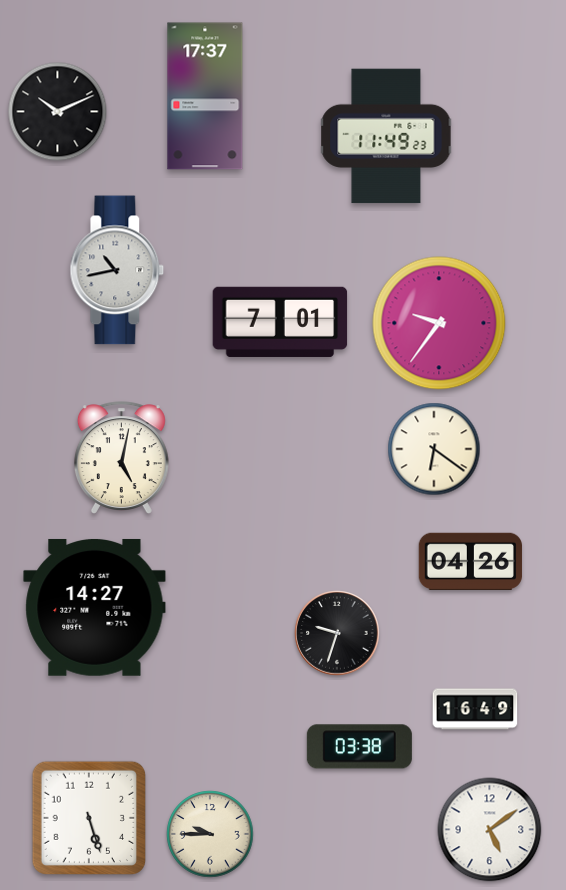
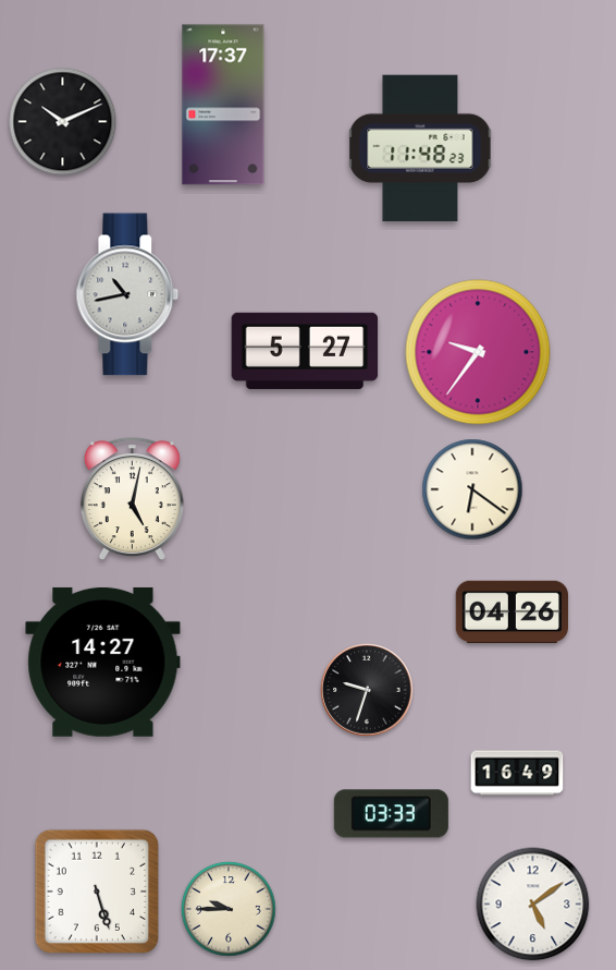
clock at (386, 136): 11:49 -> 11:48
clock at (280, 322): 7:01 -> 5:27
clock at (359, 747): 03:38 -> 03:33
